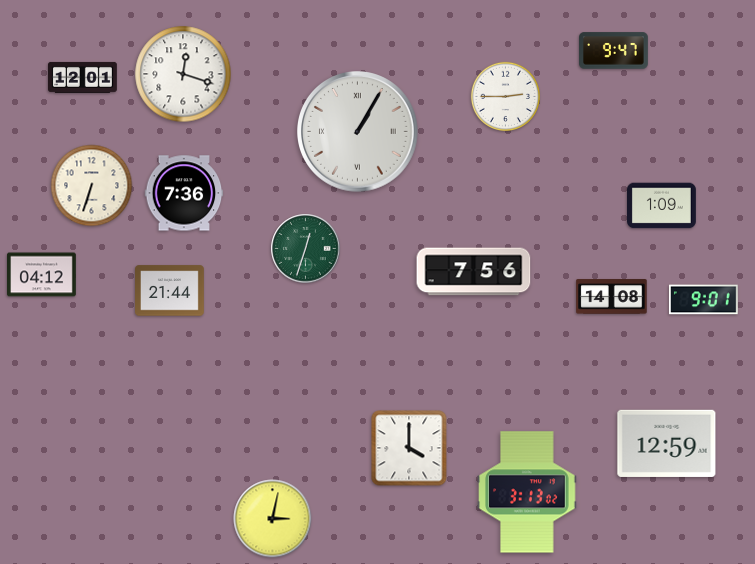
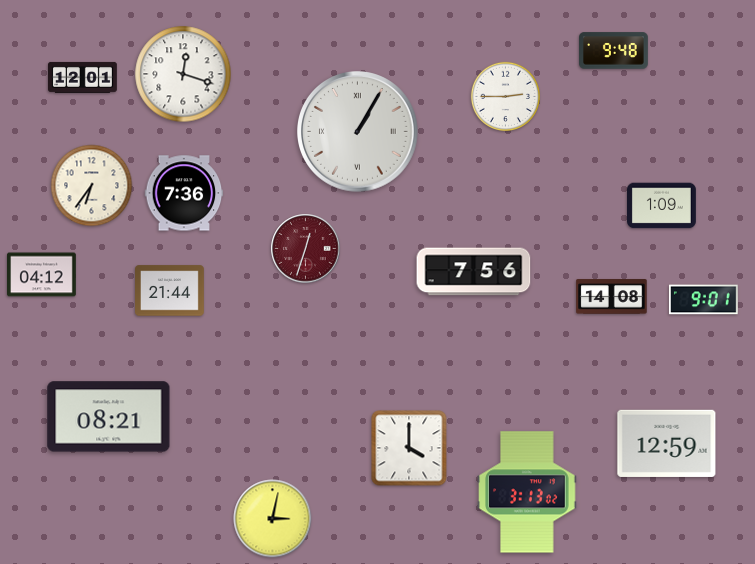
clock at (614, 51): 9:47 -> 9:48
clock at (92, 186): 6:33 -> 6:36
clock at (306, 249) dial: green -> burgundy
clock at (109, 417): none -> 08:21
